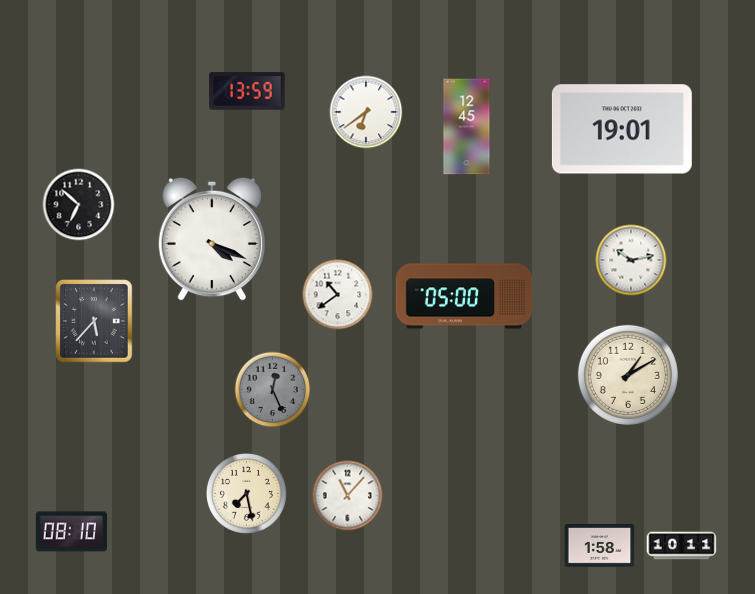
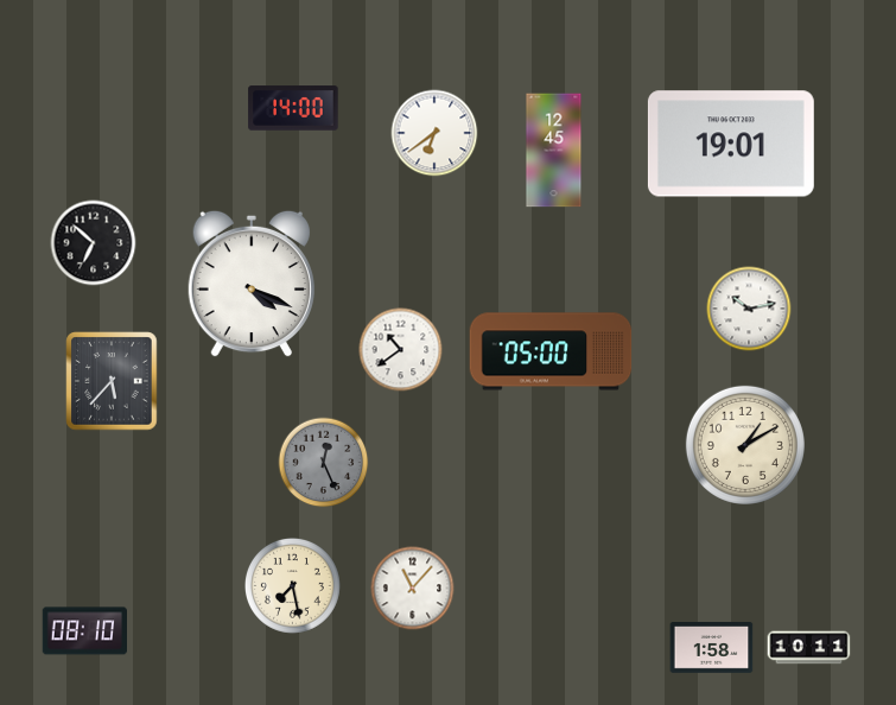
clock at (247, 91): 13:59 -> 14:00
clock at (622, 129) position: (622, 129) -> (731, 144)
